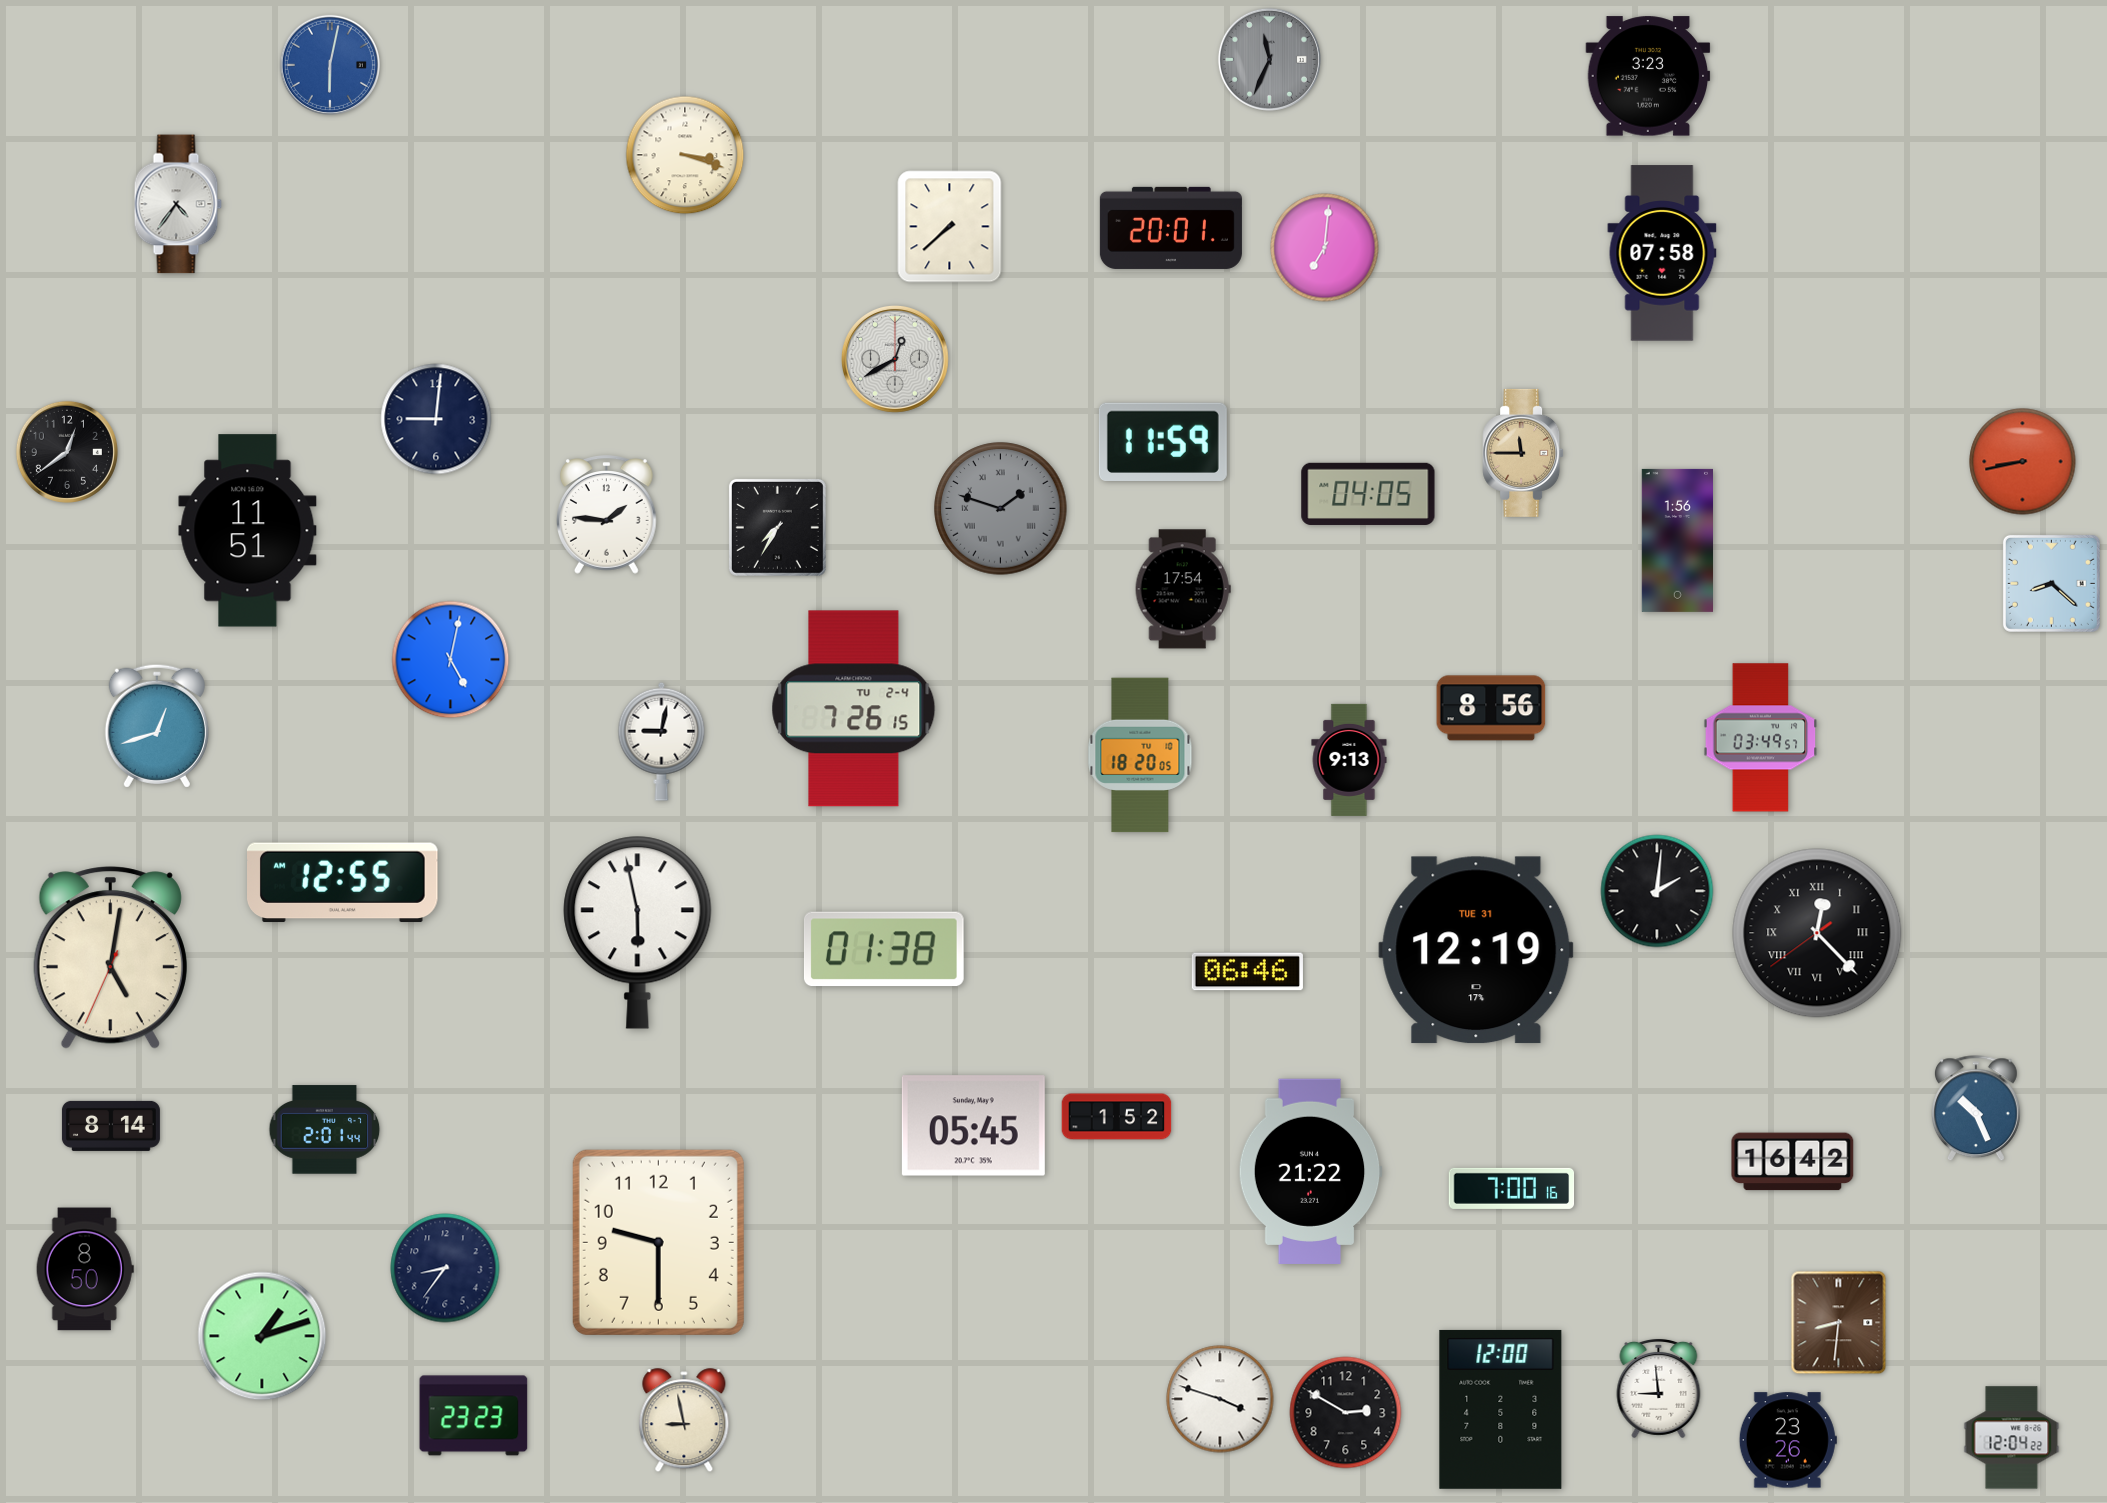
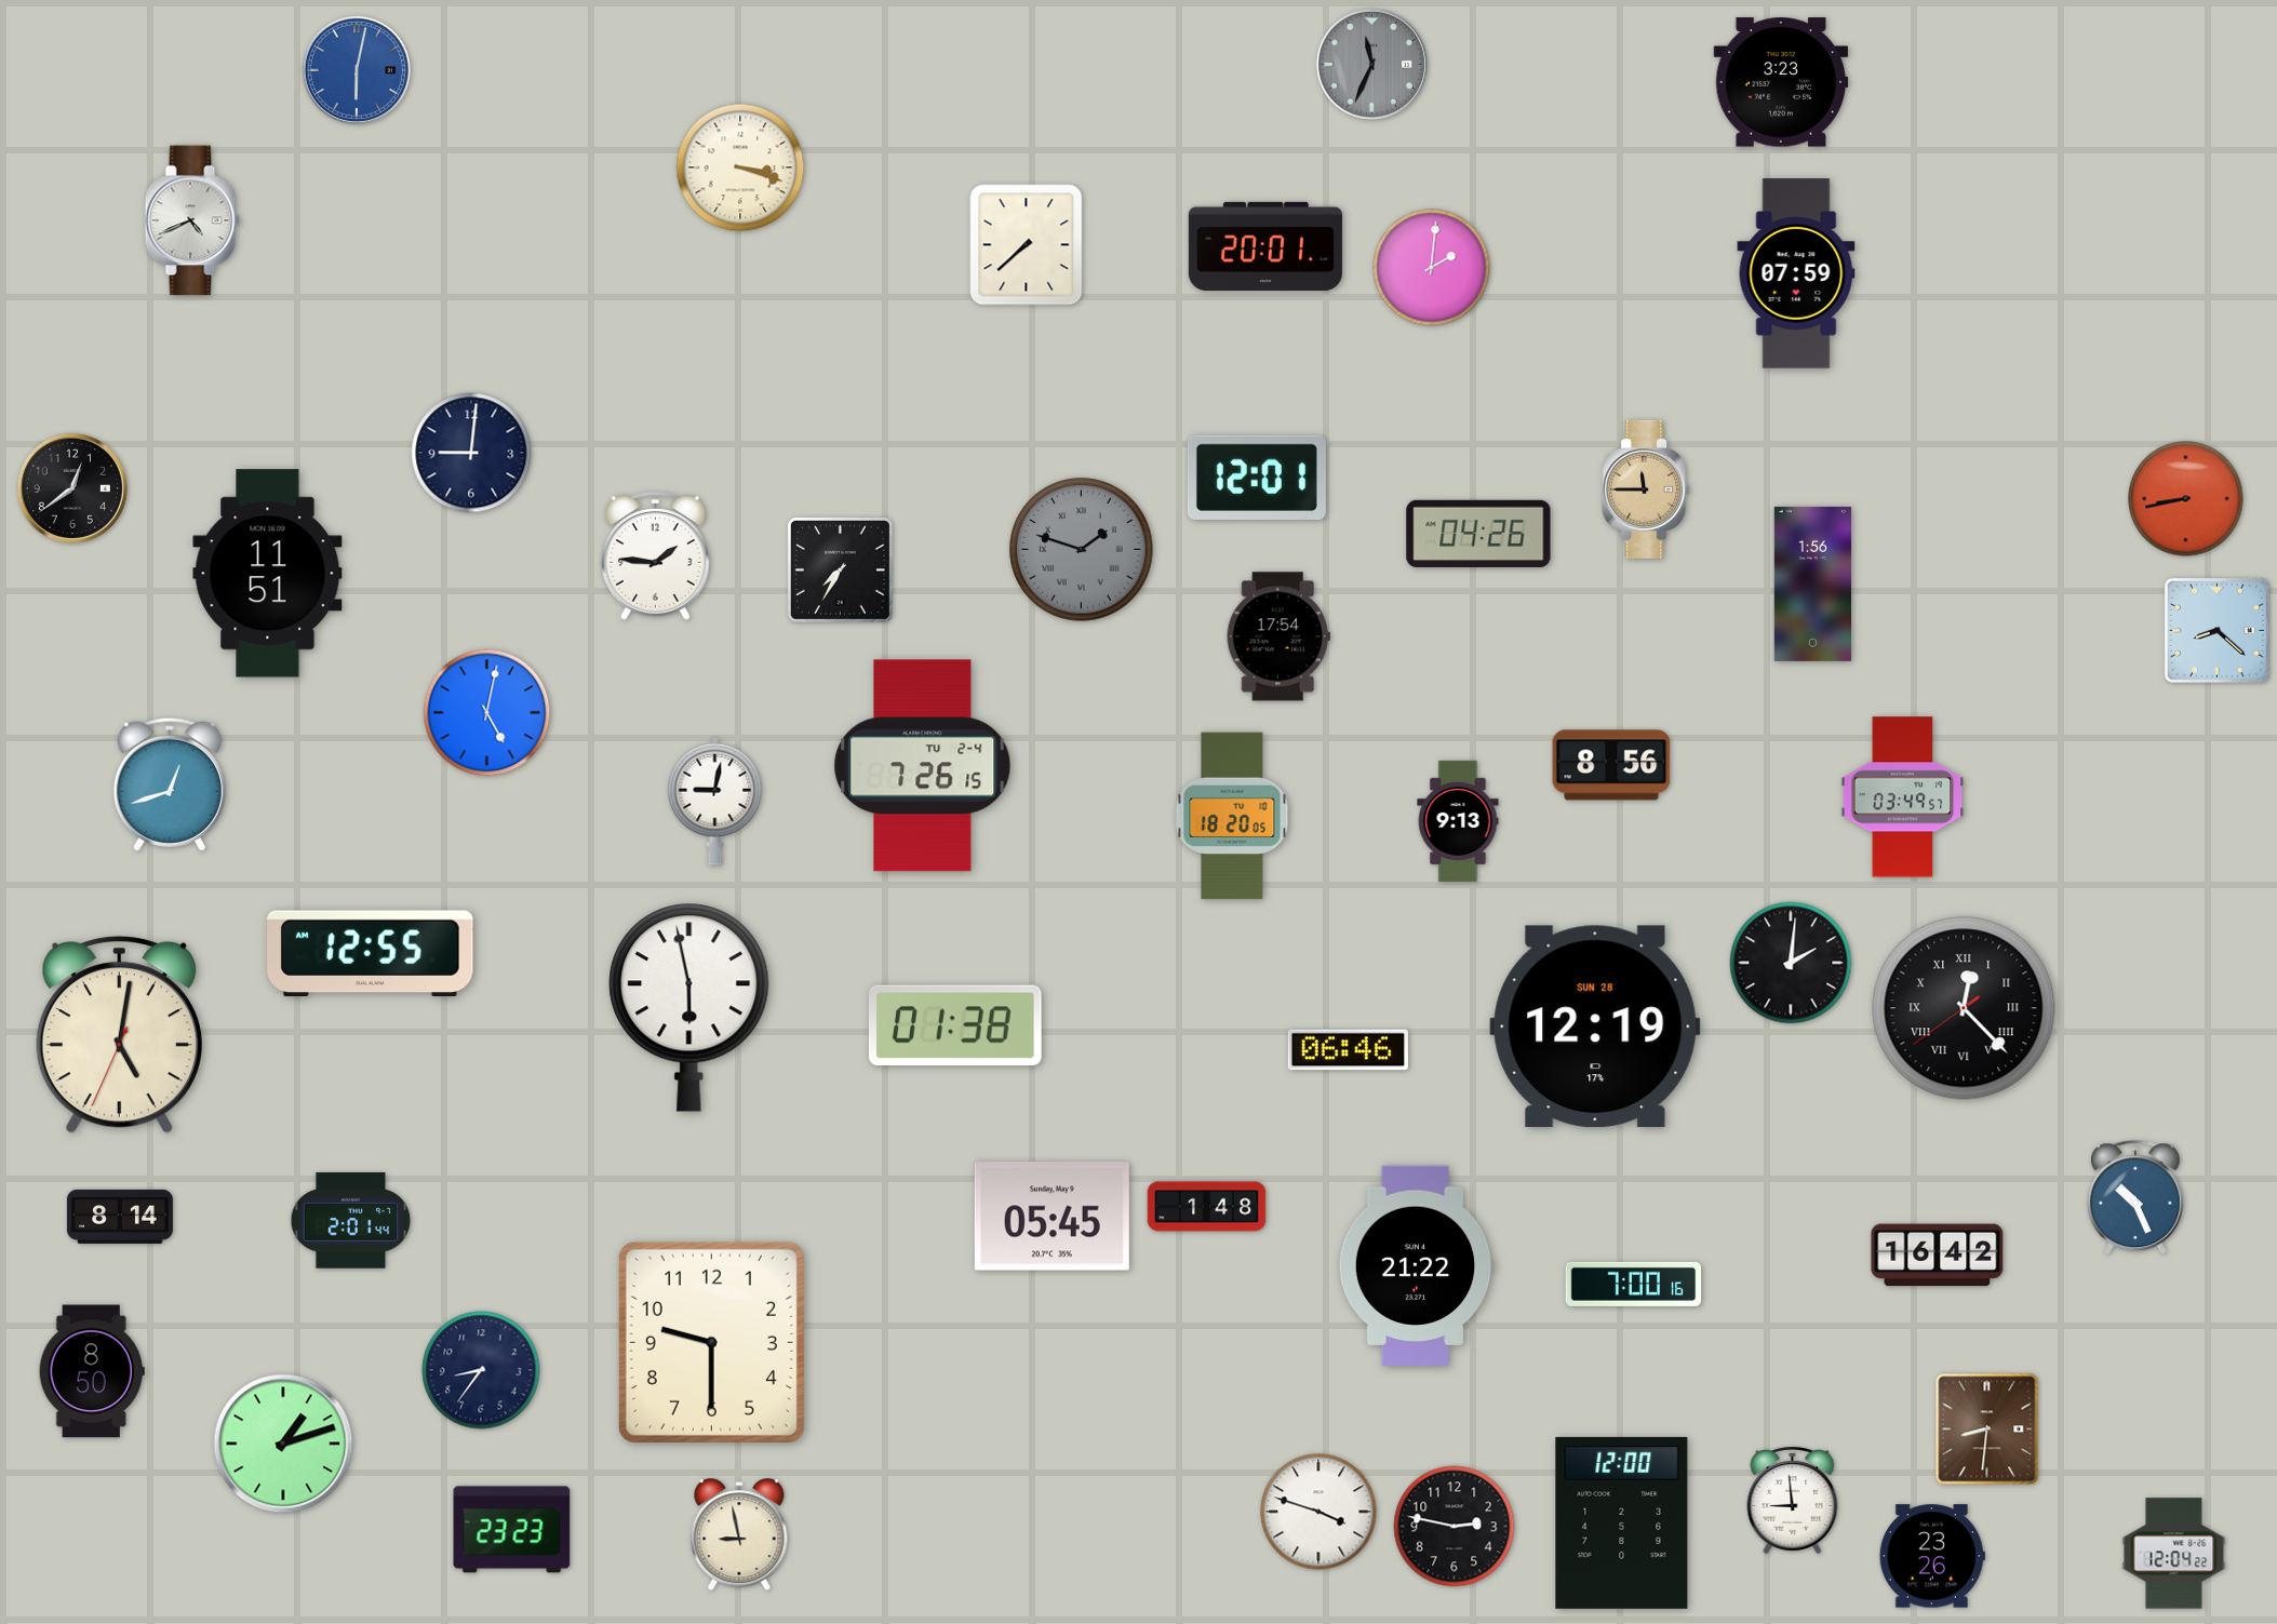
clock at (178, 204): 4:36 -> 4:41
clock at (1325, 248): 7:01 -> 2:01
clock at (1662, 253): 07:58 -> 07:59
clock at (895, 359): 12:40 -> none
clock at (1163, 441): 11:59 -> 12:01
clock at (1368, 494): 04:05 -> 04:26
clock at (1476, 950) date: TUE 31 -> SUN 28
clock at (1117, 1117): 1:52 -> 1:48
clock at (1346, 1413): 2:50 -> 2:47
